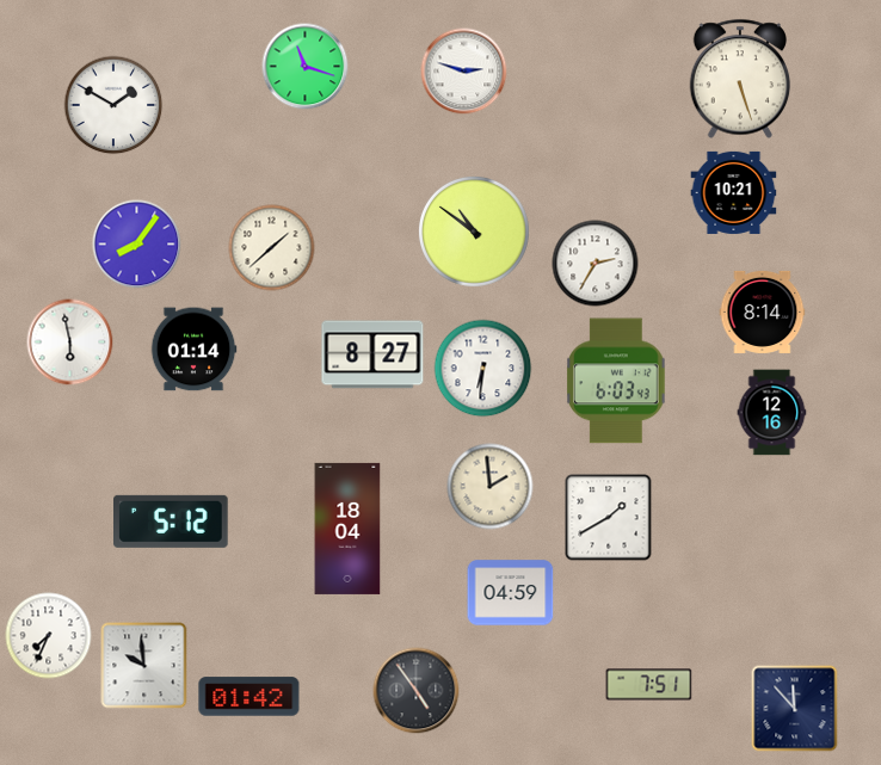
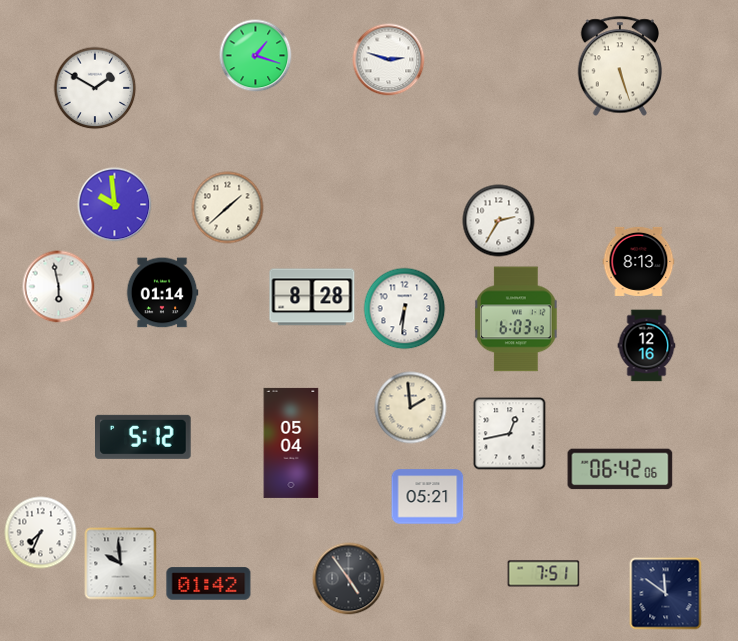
clock at (306, 67): 11:18 -> 1:18
clock at (734, 192): 10:21 -> none
clock at (474, 232): 10:51 -> none
clock at (137, 245): 8:06 -> 9:59
clock at (763, 311): 8:14 -> 8:13
clock at (372, 354): 8:27 -> 8:28
clock at (609, 518): 1:40 -> 12:43
clock at (347, 529): 18:04 -> 05:04
clock at (620, 469): none -> 06:42
clock at (511, 593): 04:59 -> 05:21
clock at (144, 666) position: (144, 666) -> (121, 564)
clock at (795, 709): 11:53 -> 11:51
